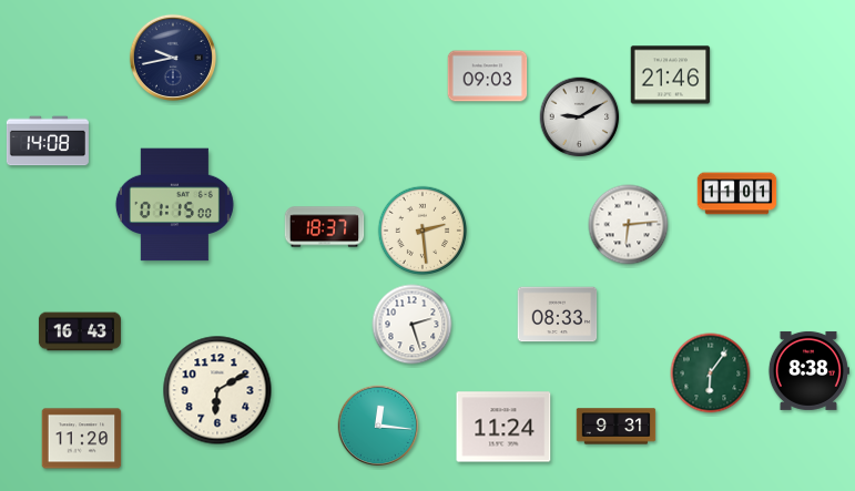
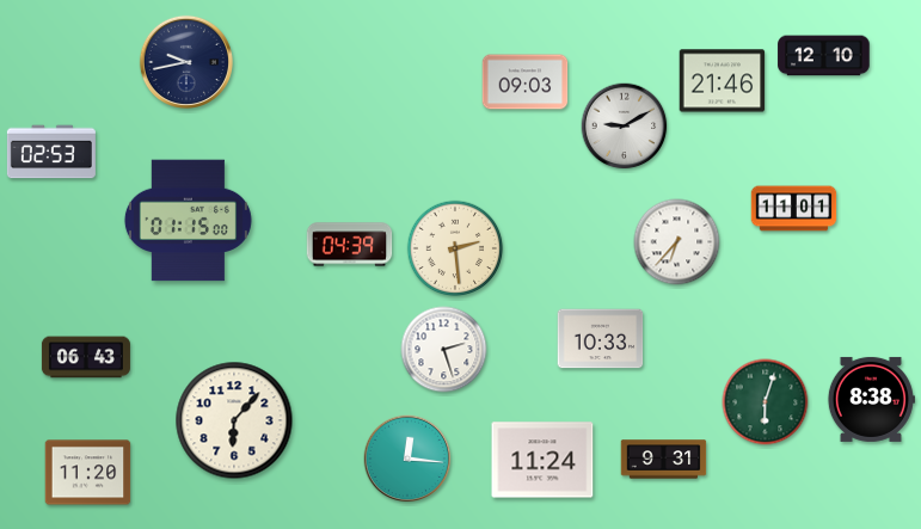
clock at (824, 56): none -> 12:10
clock at (48, 141): 14:08 -> 02:53
clock at (629, 225): 6:14 -> 6:37
clock at (325, 227): 18:37 -> 04:39
clock at (558, 315): 08:33 -> 10:33
clock at (80, 331): 16:43 -> 06:43
clock at (711, 374): 6:06 -> 6:03
clock at (217, 390): 6:10 -> 6:07
